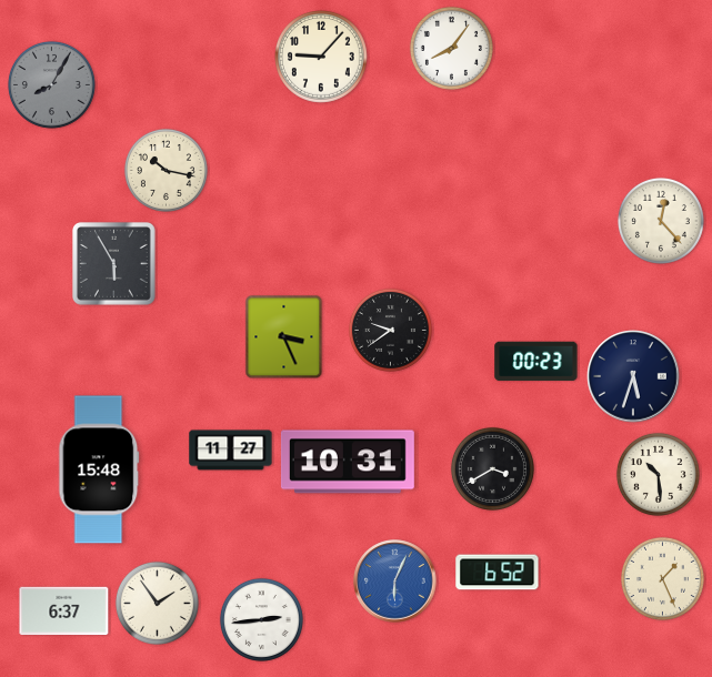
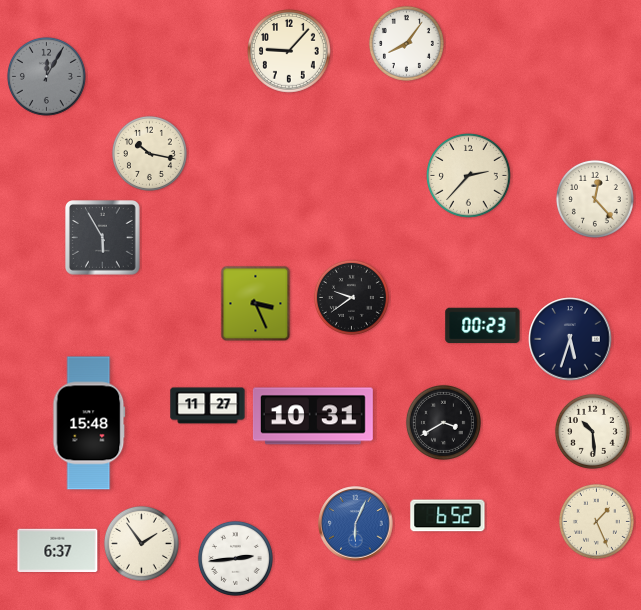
clock at (51, 84): 8:05 -> 12:05
clock at (469, 176): none -> 2:37
clock at (658, 474) position: (658, 474) -> (592, 431)
